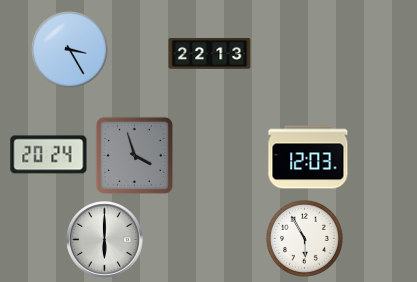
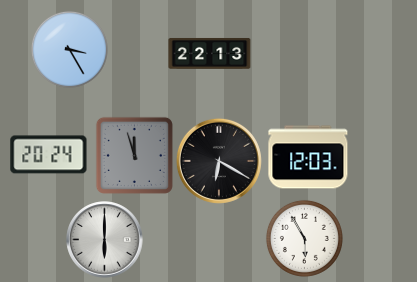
clock at (134, 155): 3:57 -> 11:57
clock at (219, 161): none -> 6:20
